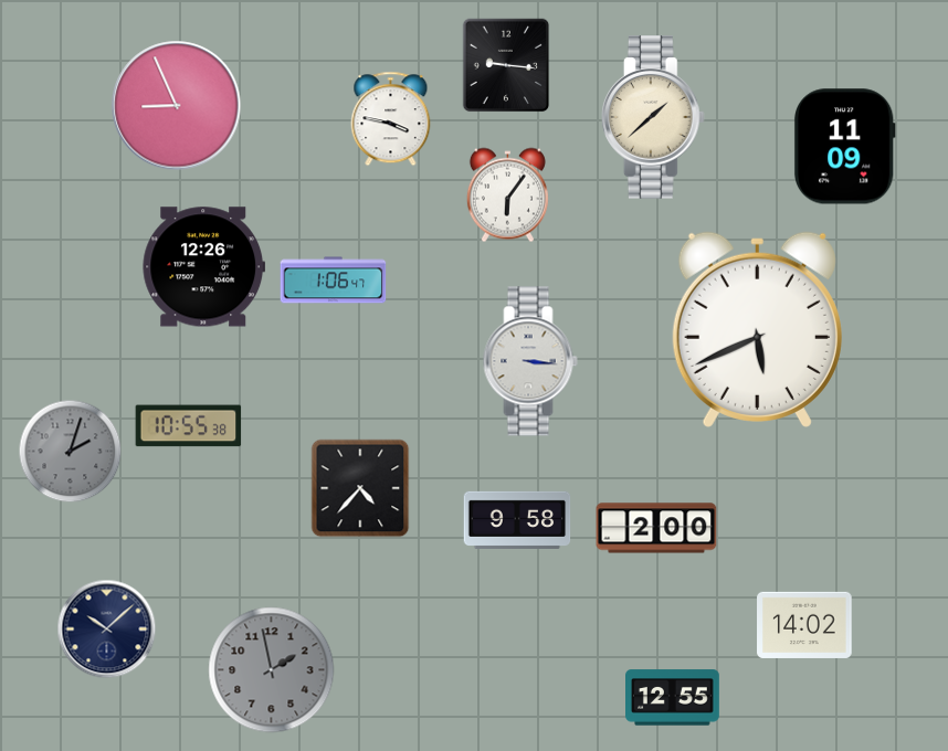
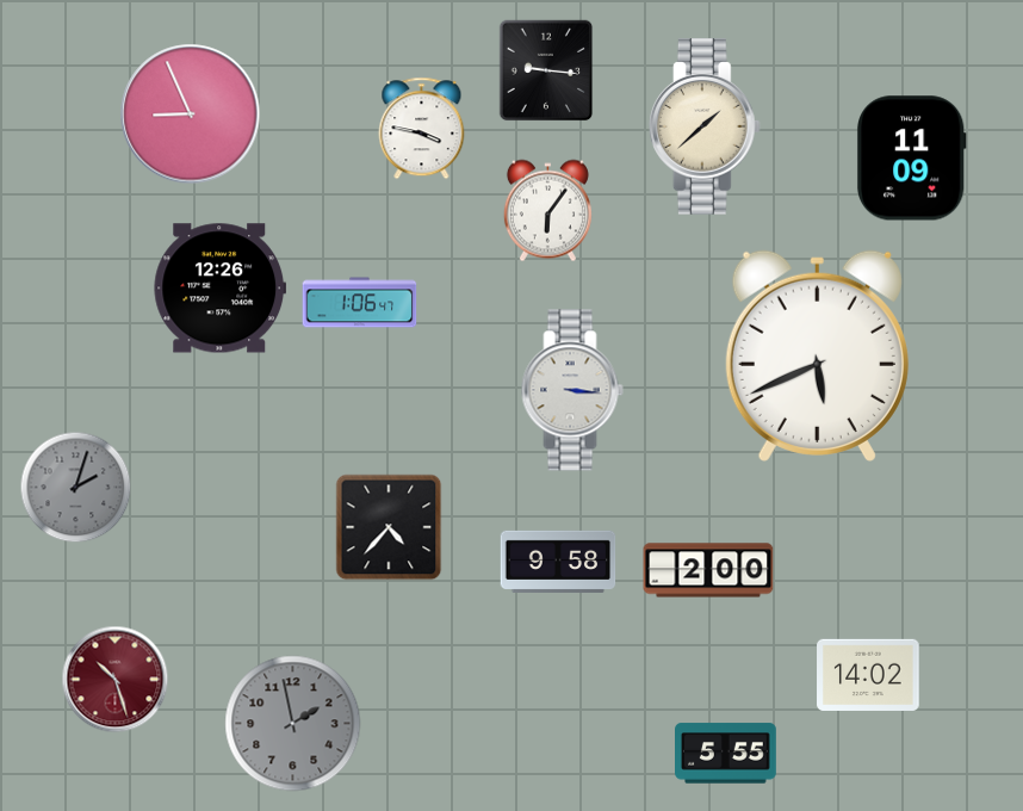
clock at (189, 426): 10:55 -> none
clock at (107, 630): 10:08 -> 10:27
clock at (107, 630) dial: navy -> burgundy
clock at (673, 698): 12:55 -> 5:55
